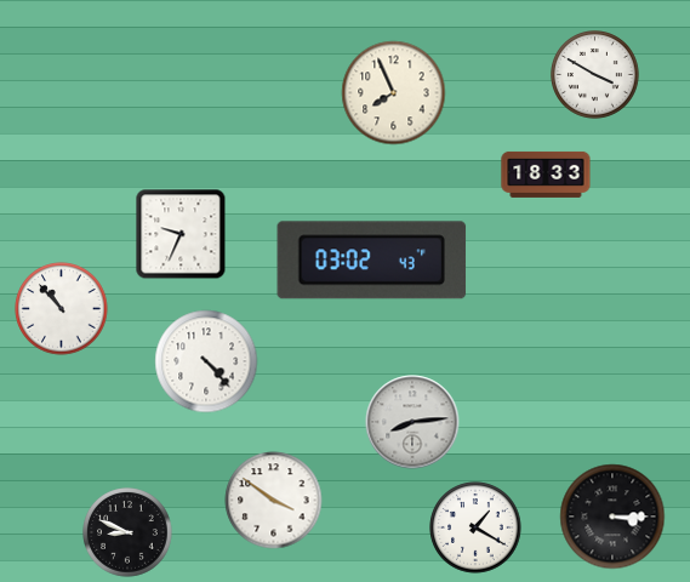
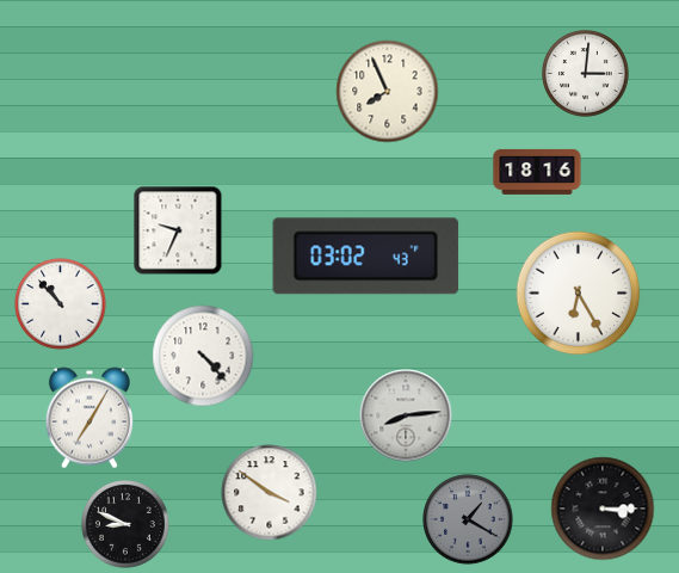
clock at (595, 75): 3:50 -> 3:01
clock at (546, 175): 18:33 -> 18:16
clock at (579, 294): none -> 6:25
clock at (89, 418): none -> 7:05
clock at (475, 527) dial: white -> grey
